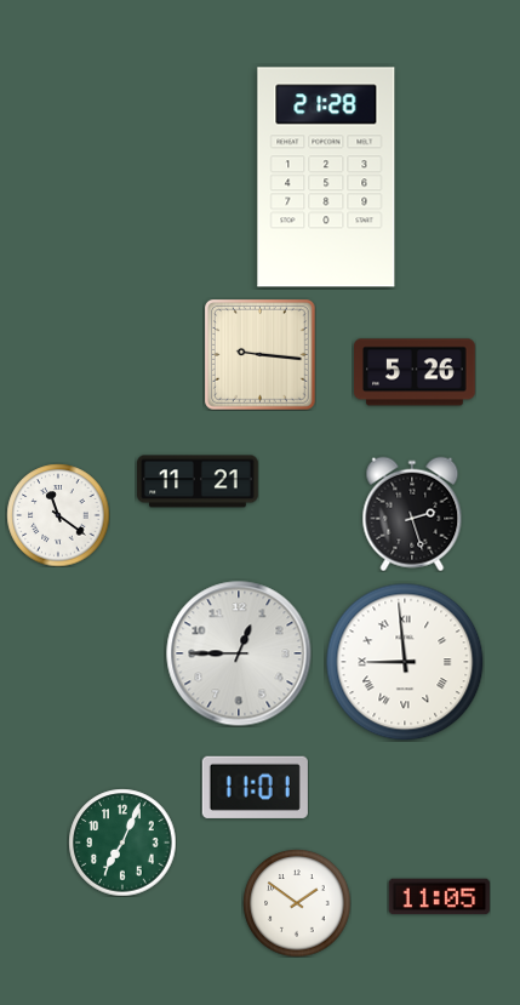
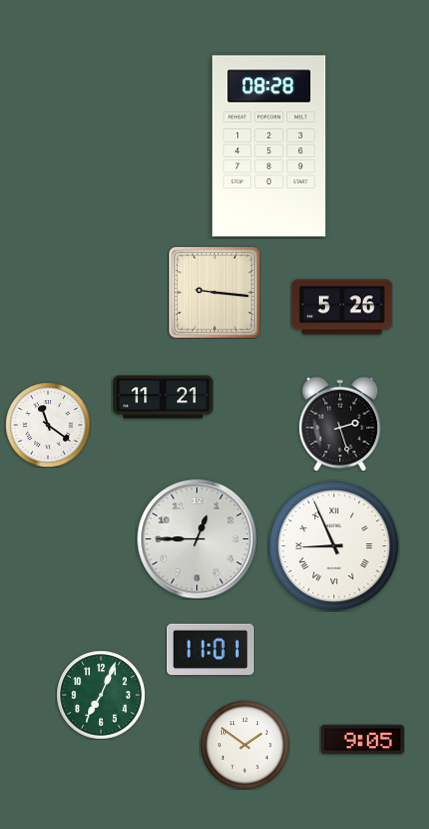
clock at (326, 177): 21:28 -> 08:28
clock at (405, 662): 8:59 -> 8:56
clock at (439, 897): 11:05 -> 9:05
